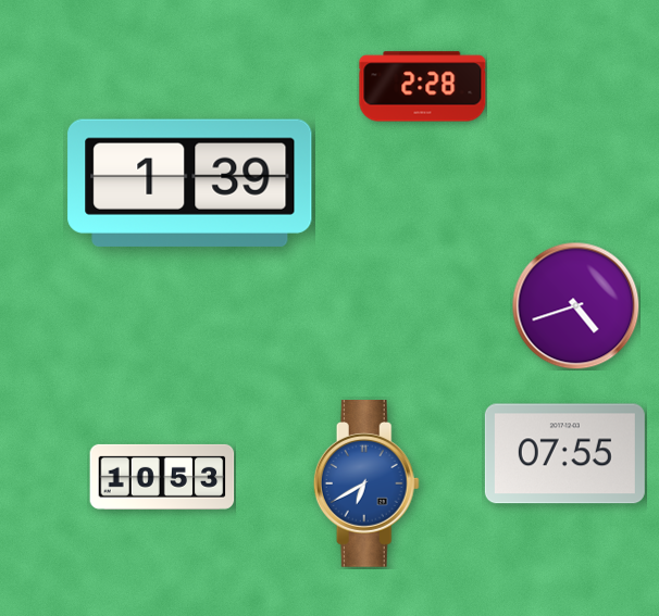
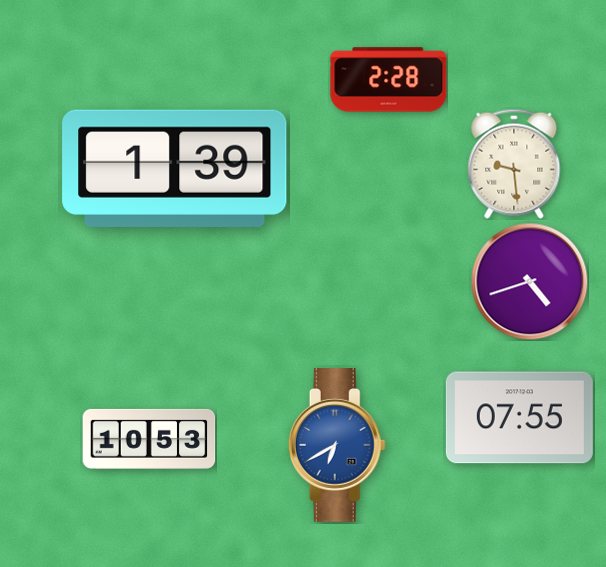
clock at (514, 164): none -> 9:29
